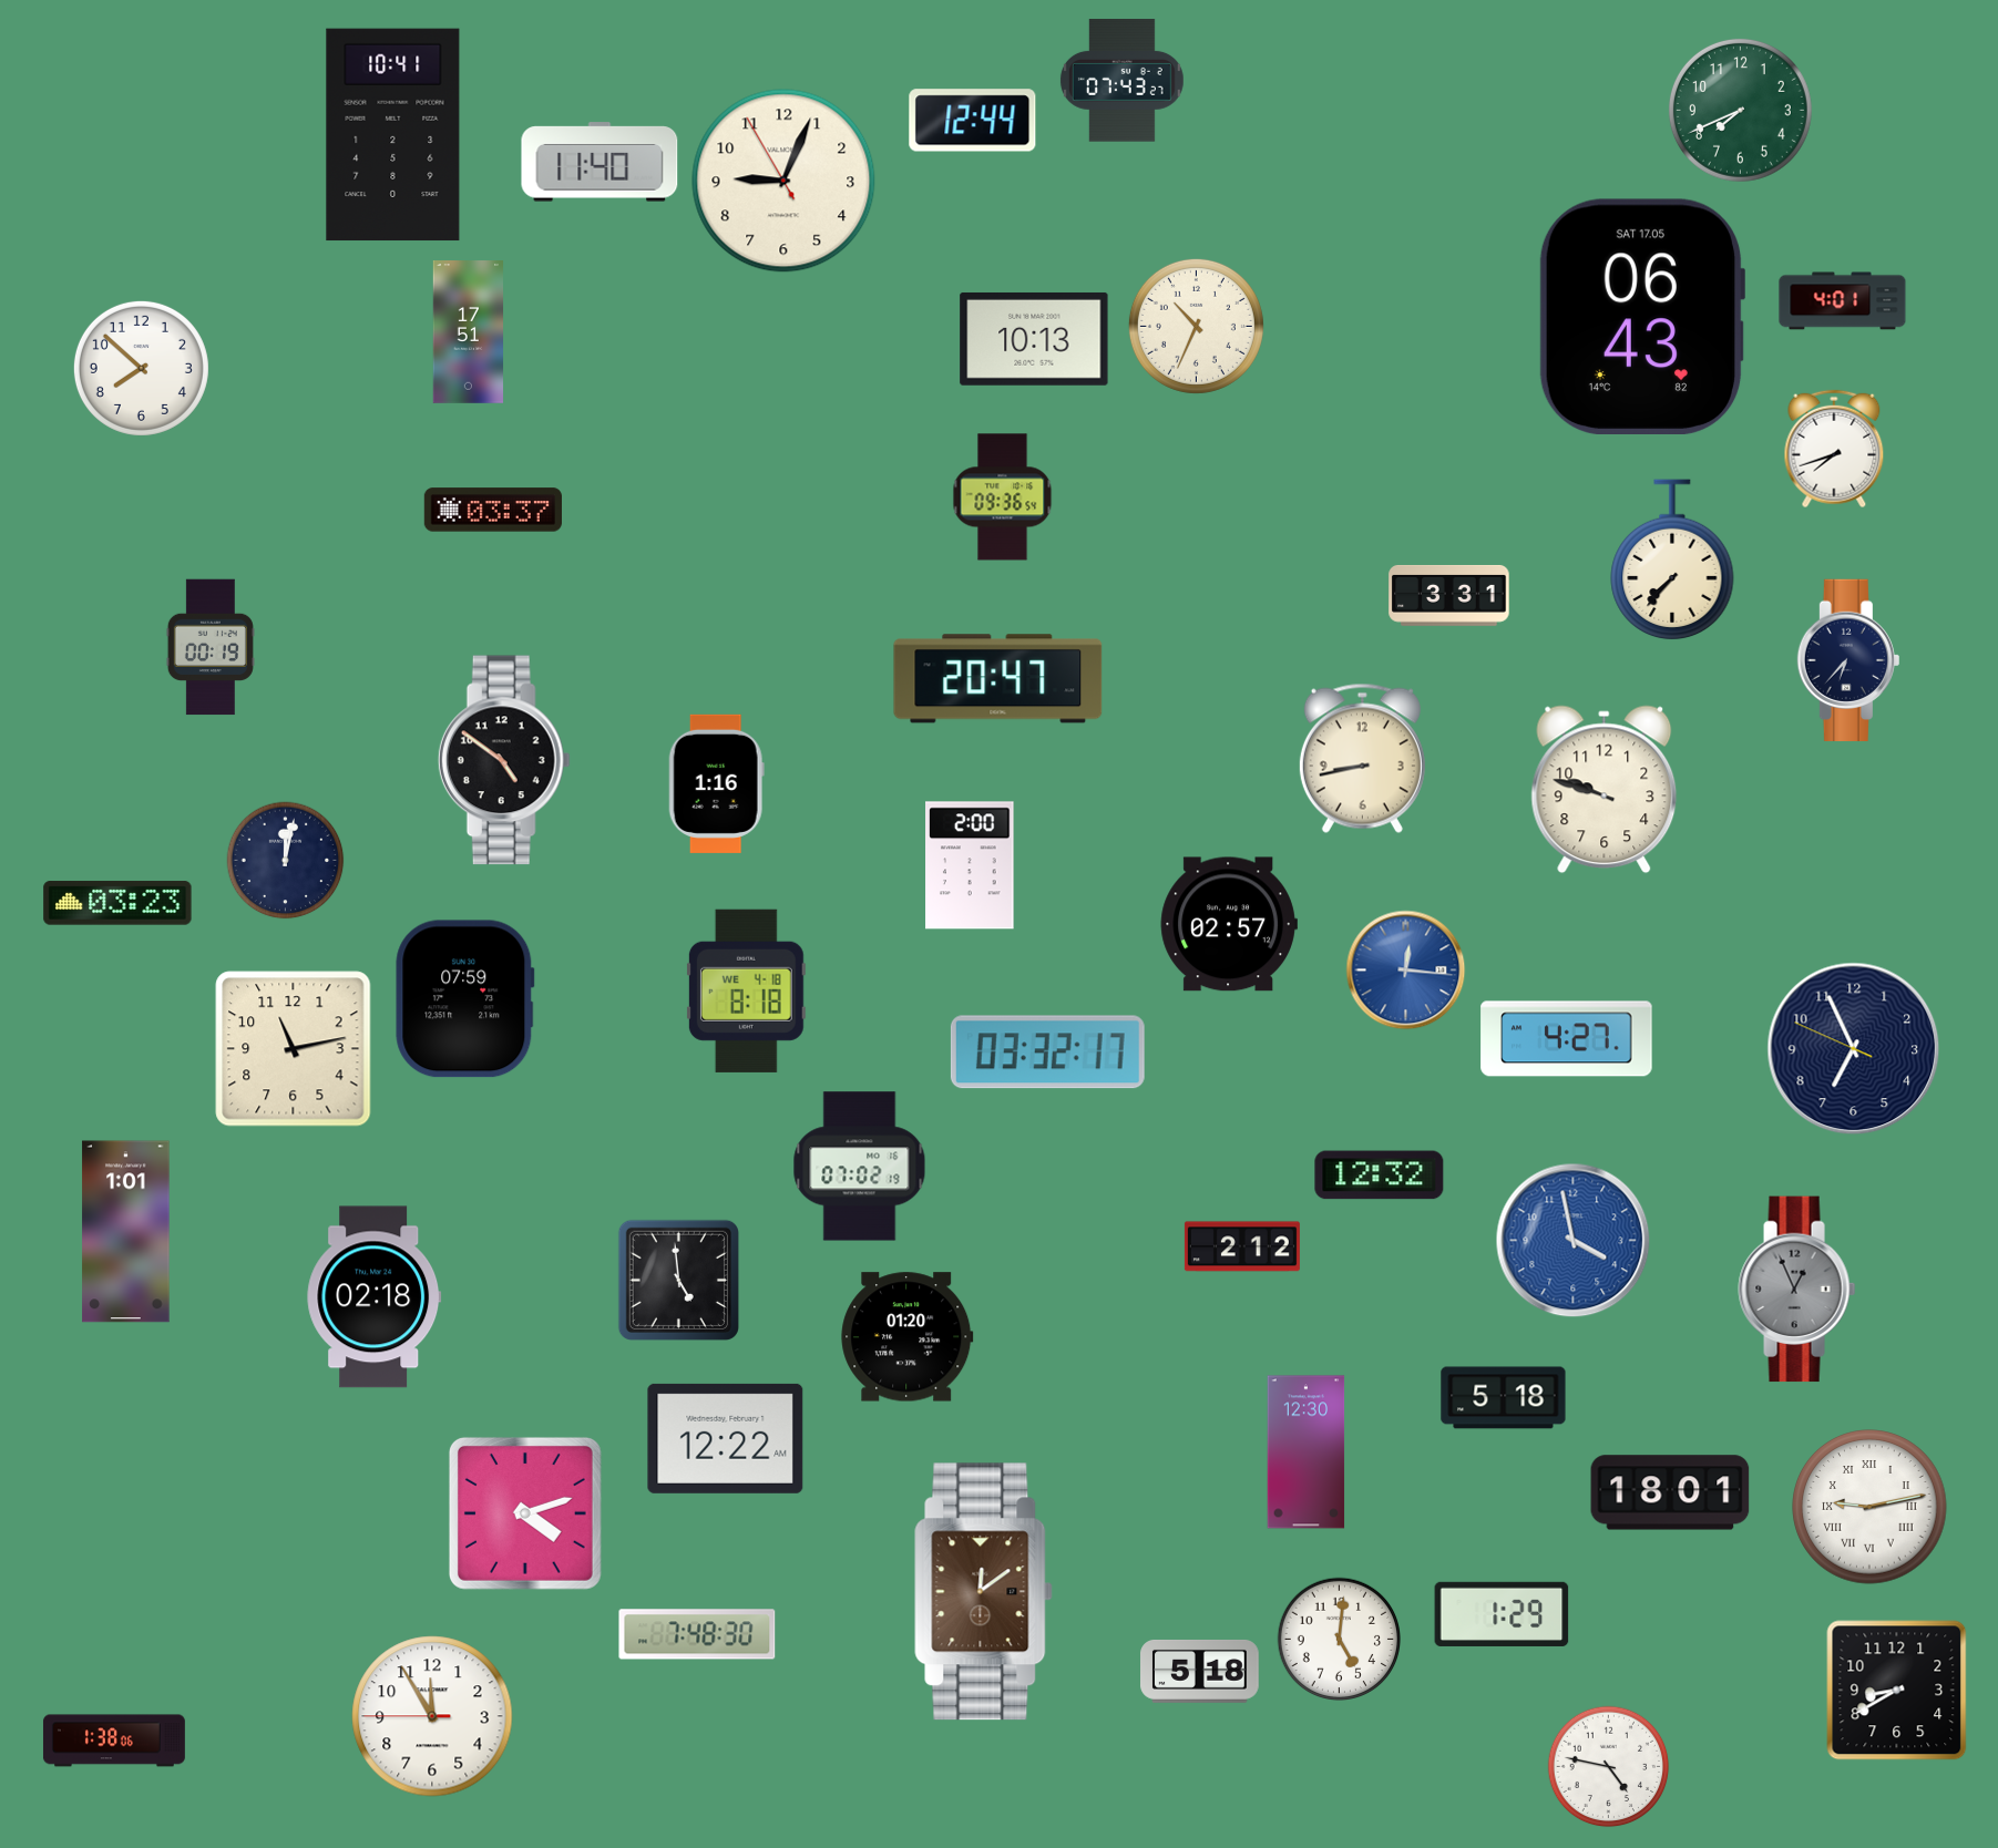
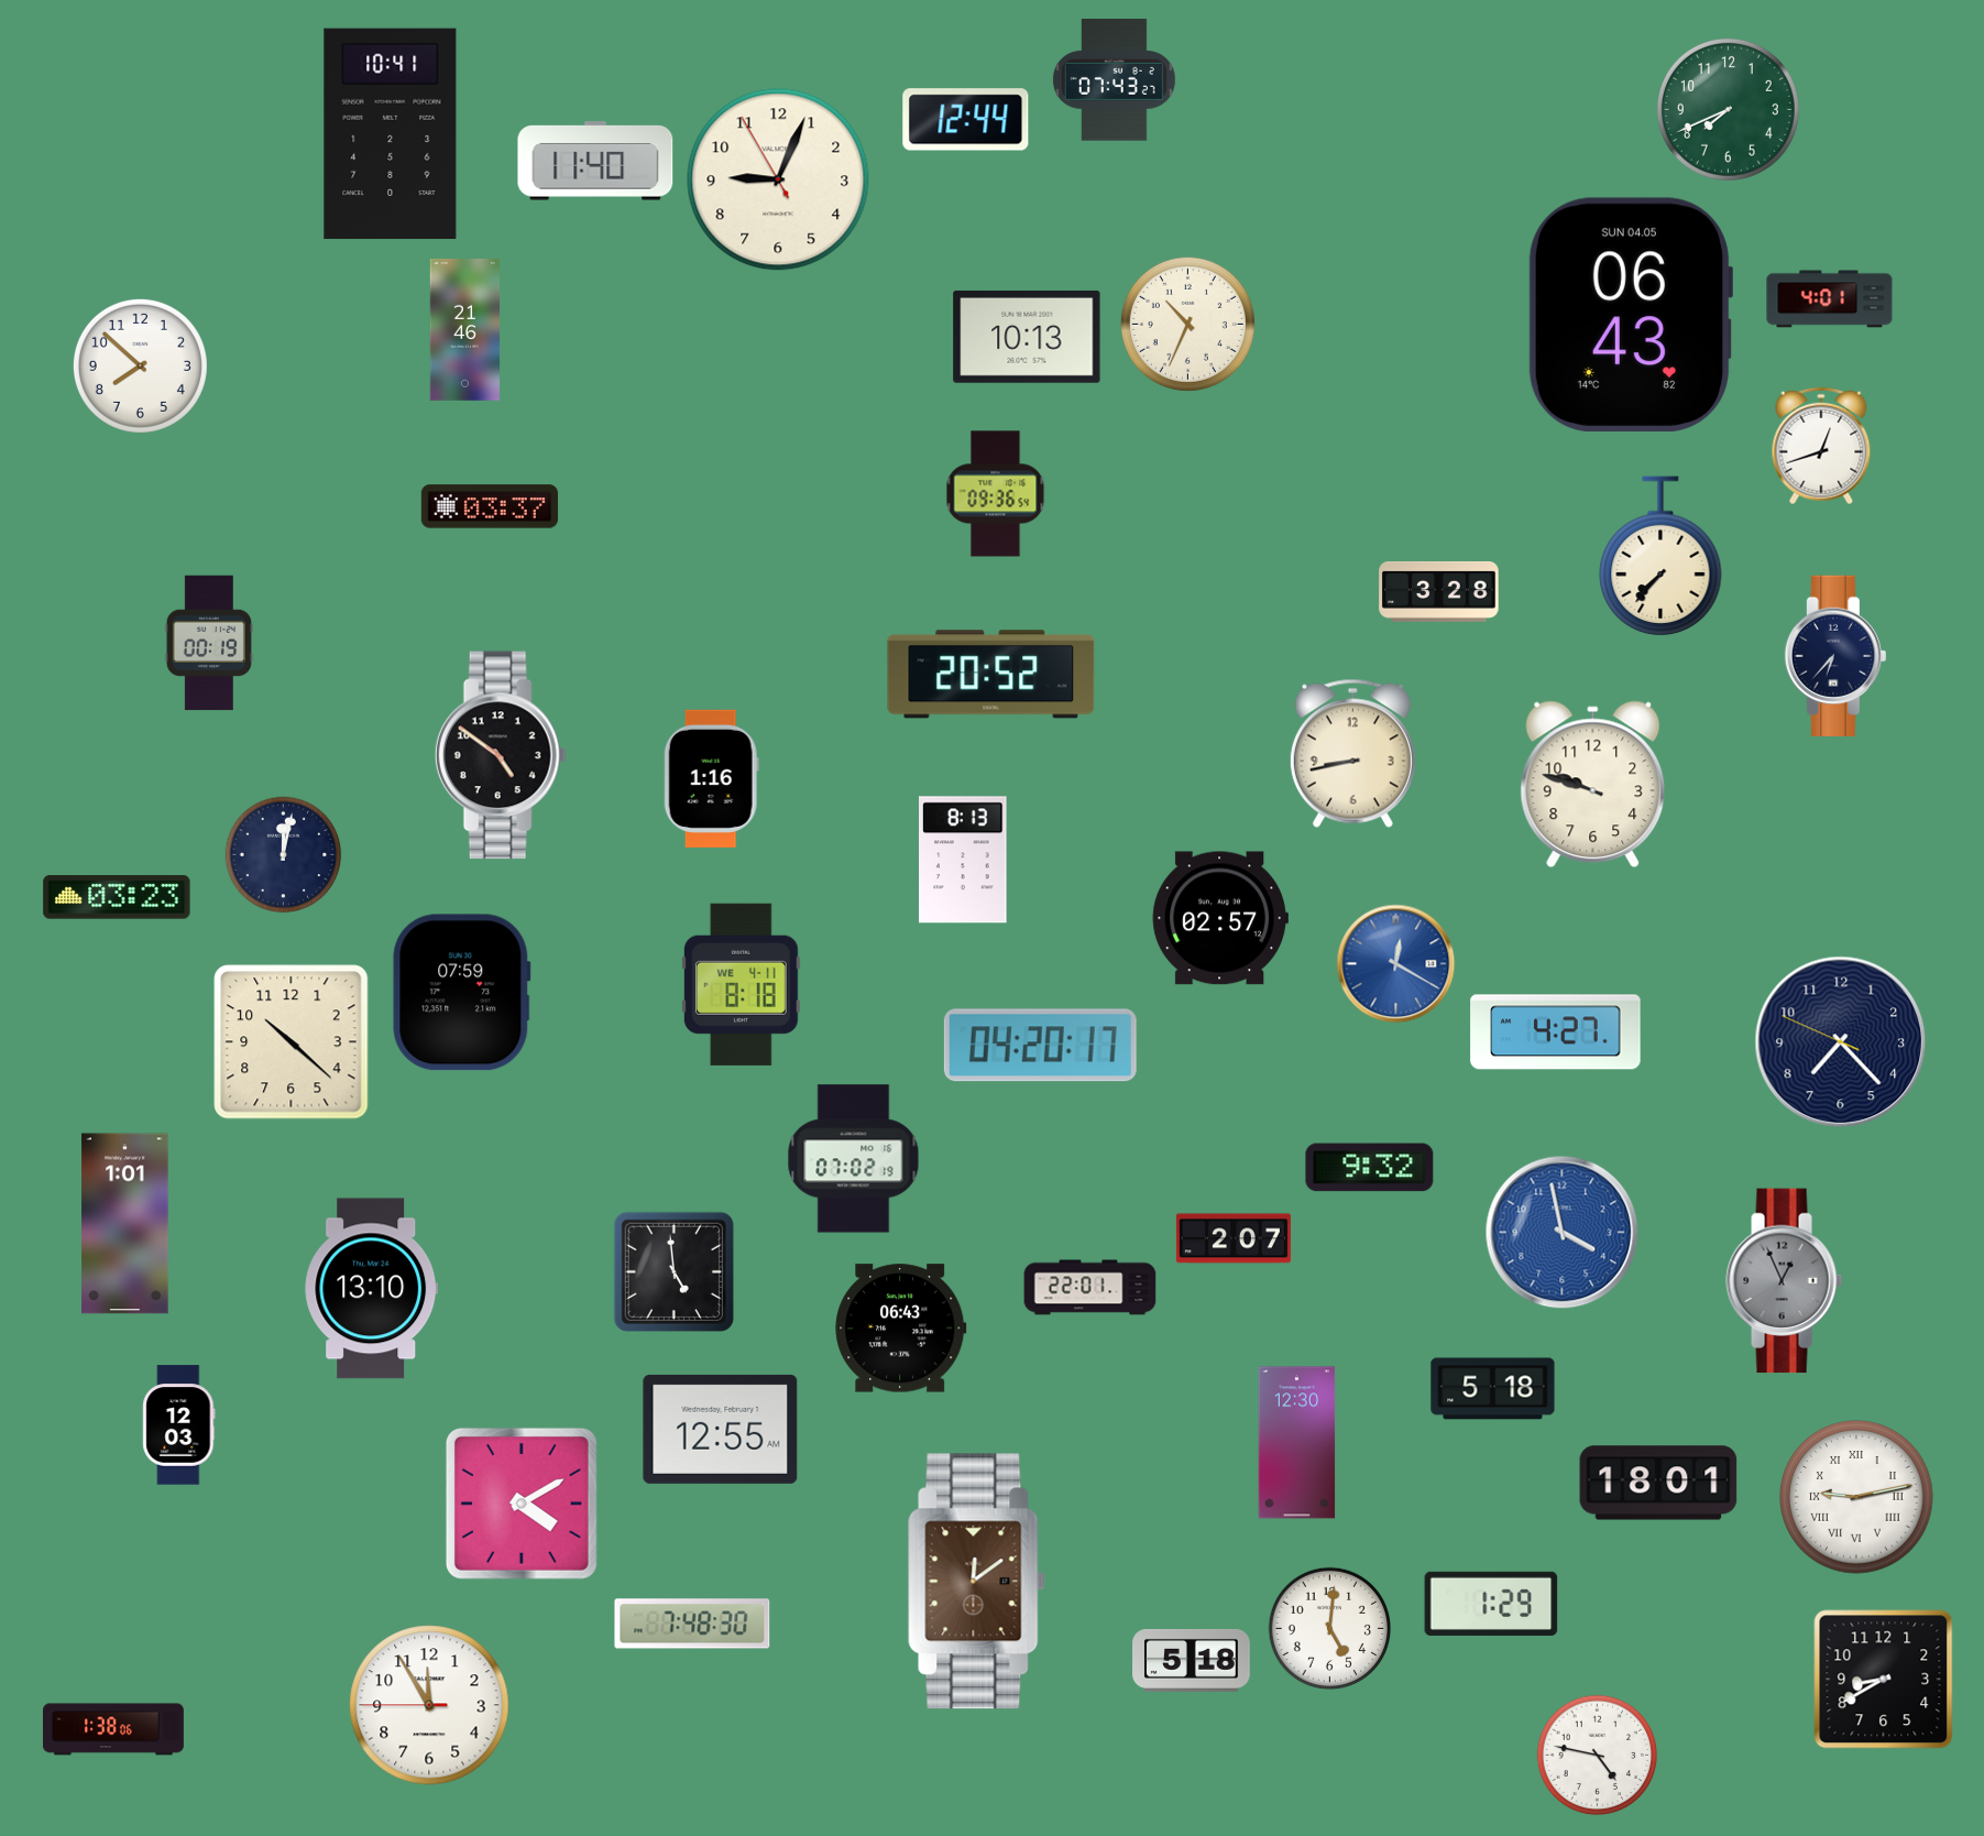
clock at (1641, 317) date: SAT 17.05 -> SUN 04.05
clock at (469, 332): 17:51 -> 21:46
clock at (1834, 449): 7:42 -> 12:42
clock at (1449, 595): 3:31 -> 3:28
clock at (998, 679): 20:47 -> 20:52
clock at (970, 865): 2:00 -> 8:13
clock at (1406, 971): 12:16 -> 12:20
clock at (746, 990) date: WE 4-18 -> WE 4-11
clock at (294, 1049): 11:13 -> 10:22
clock at (1854, 1049): 6:55 -> 7:22
clock at (1047, 1053): 03:32 -> 04:20
clock at (1380, 1175): 12:32 -> 9:32
clock at (1242, 1246): 2:12 -> 2:07
clock at (1090, 1288): none -> 22:01
clock at (375, 1297): 02:18 -> 13:10
clock at (908, 1337): 01:20 -> 06:43
clock at (179, 1425): none -> 12:03
clock at (726, 1438): 12:22 -> 12:55
clock at (525, 1513): 4:12 -> 4:10
